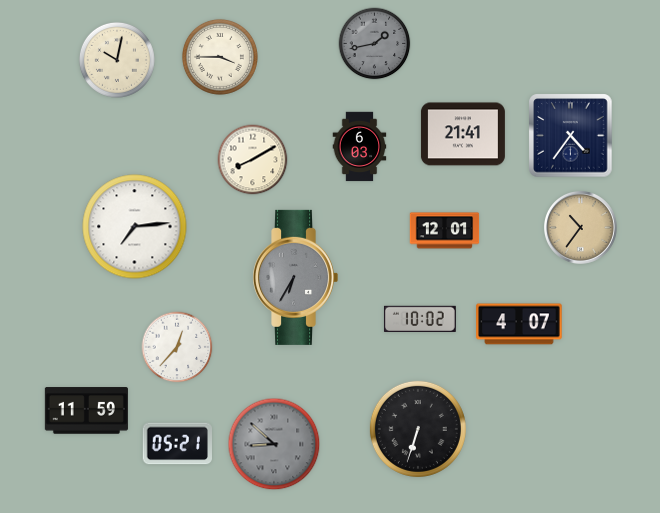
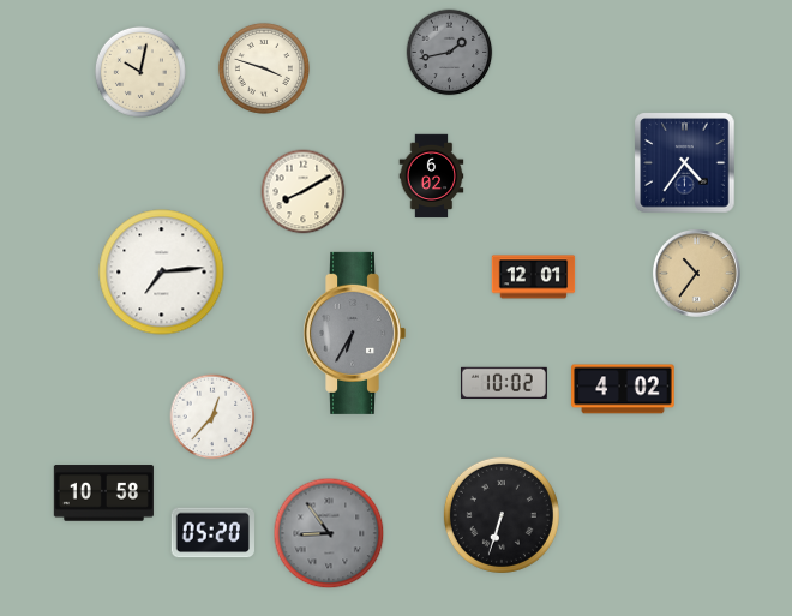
clock at (220, 57): 3:45 -> 3:48
clock at (463, 134): 21:41 -> none
clock at (360, 147): 6:03 -> 6:02
clock at (519, 324): 4:07 -> 4:02
clock at (86, 411): 11:59 -> 10:58
clock at (177, 444): 05:21 -> 05:20
clock at (274, 444): 8:52 -> 8:54
